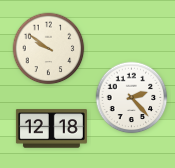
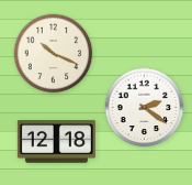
clock at (49, 49): 9:51 -> 10:19
clock at (132, 98): 2:23 -> 2:21
